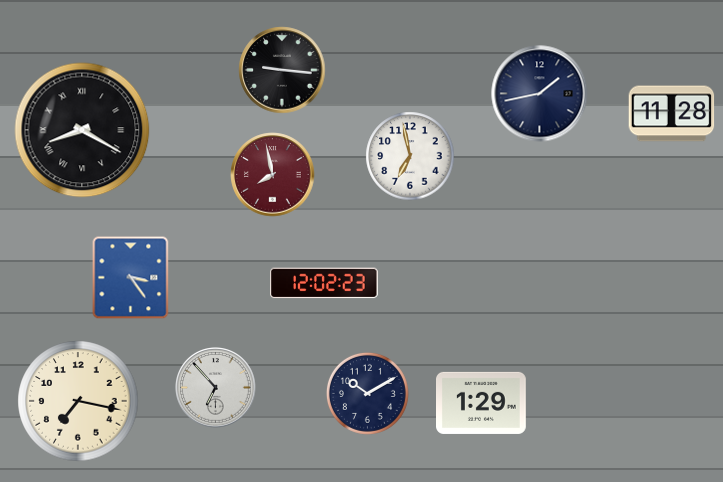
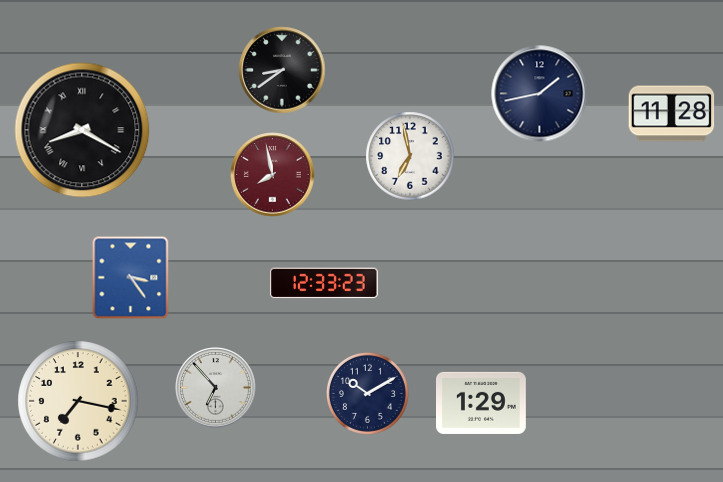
clock at (282, 70): 9:16 -> 8:39
clock at (324, 283): 12:02 -> 12:33
